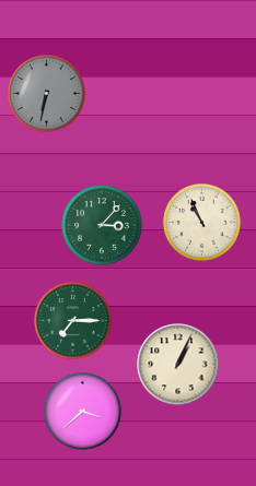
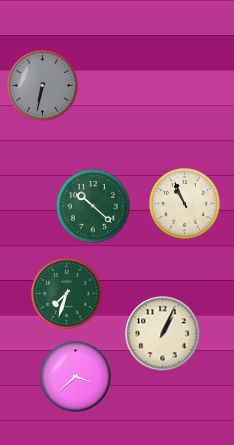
clock at (102, 225): 3:07 -> 10:22
clock at (72, 320): 7:15 -> 7:33
